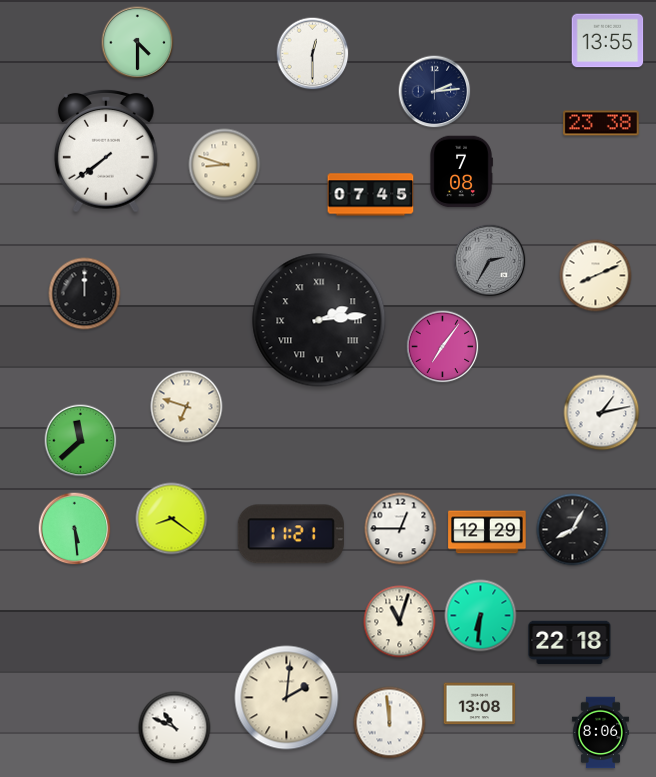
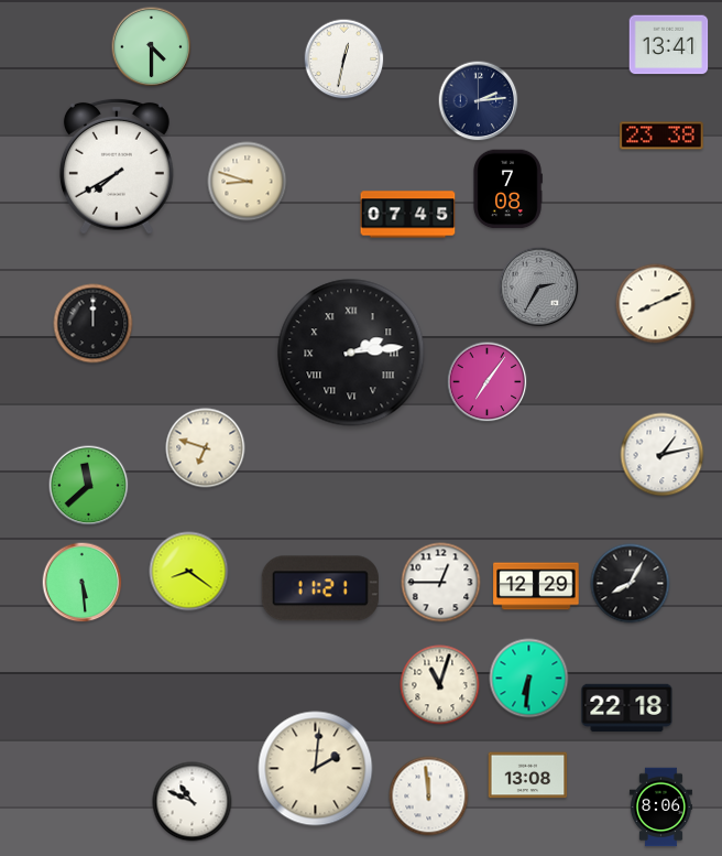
clock at (608, 41): 13:55 -> 13:41
clock at (313, 54): 12:30 -> 12:32
clock at (106, 151): 7:39 -> 7:40
